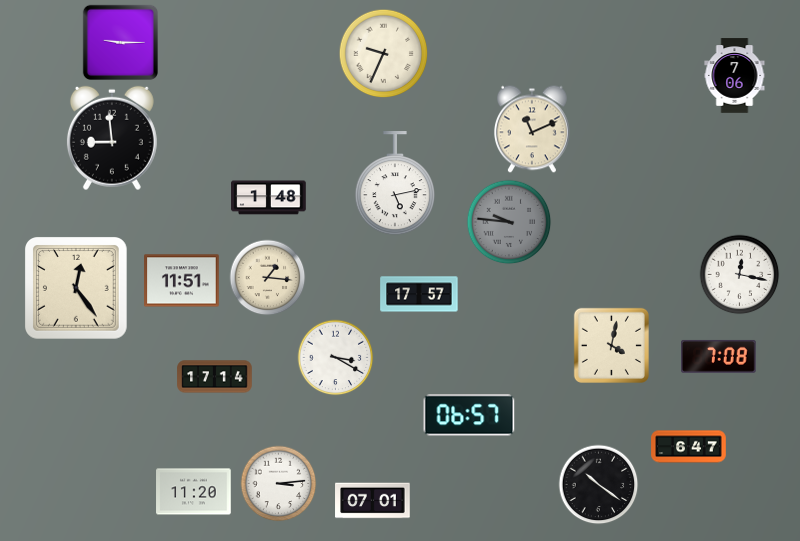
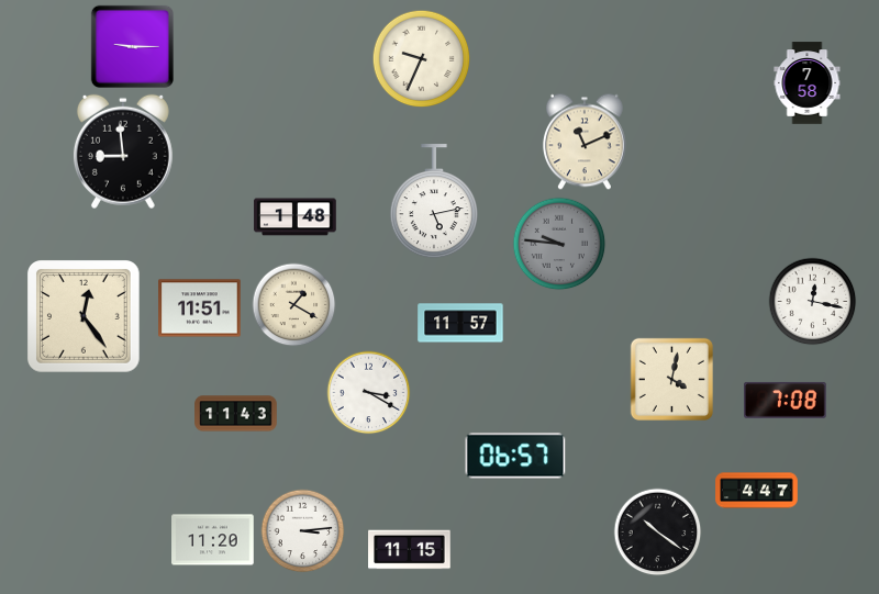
clock at (735, 76): 7:06 -> 7:58
clock at (268, 278): 1:16 -> 1:20
clock at (419, 294): 17:57 -> 11:57
clock at (719, 356) position: (719, 356) -> (786, 400)
clock at (215, 377): 17:14 -> 11:43
clock at (689, 447): 6:47 -> 4:47
clock at (279, 484) position: (279, 484) -> (303, 531)
clock at (373, 501): 07:01 -> 11:15
